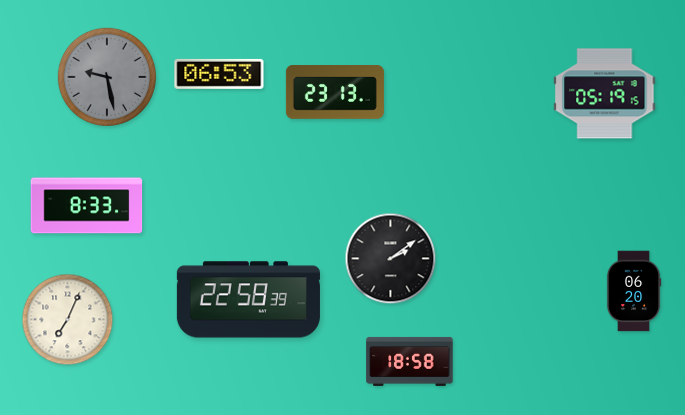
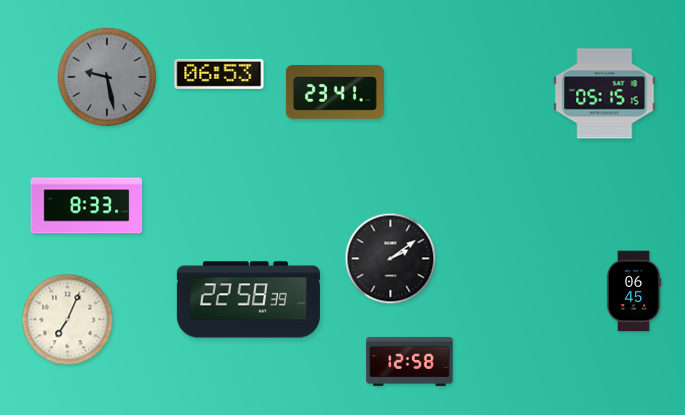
clock at (335, 93): 23:13 -> 23:41
clock at (605, 94): 05:19 -> 05:15
clock at (634, 291): 06:20 -> 06:45
clock at (410, 361): 18:58 -> 12:58
